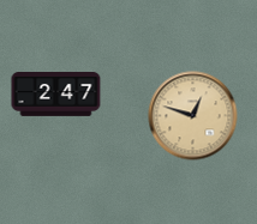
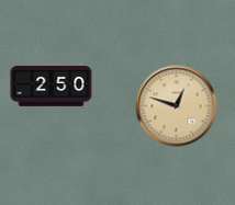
clock at (56, 95): 2:47 -> 2:50
